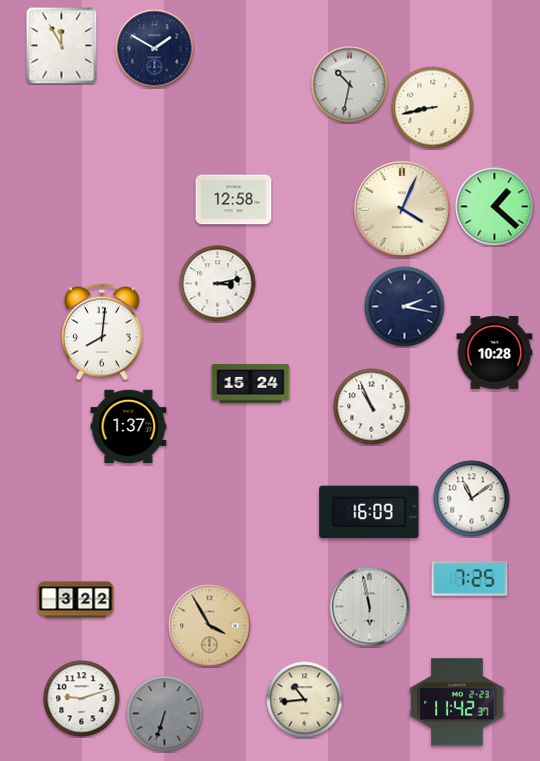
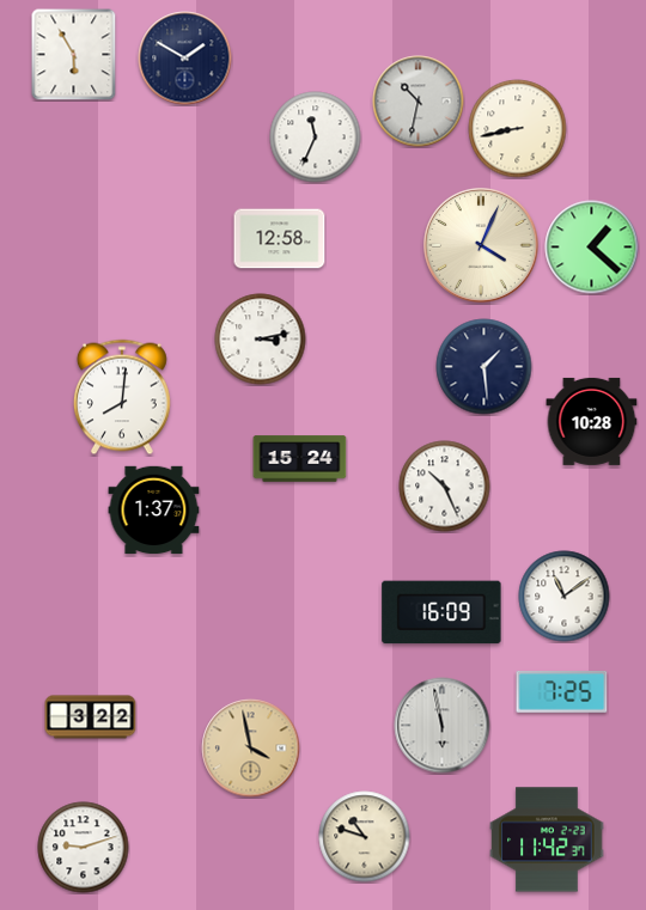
clock at (62, 45): 11:55 -> 5:55
clock at (316, 138): none -> 11:34
clock at (402, 209) position: (402, 209) -> (481, 245)
clock at (405, 307): 2:17 -> 1:29
clock at (372, 407): 10:56 -> 10:26
clock at (210, 626): 3:55 -> 3:58
clock at (82, 699) position: (82, 699) -> (84, 848)
clock at (305, 700): 10:44 -> 10:48
clock at (165, 714): 6:33 -> none
